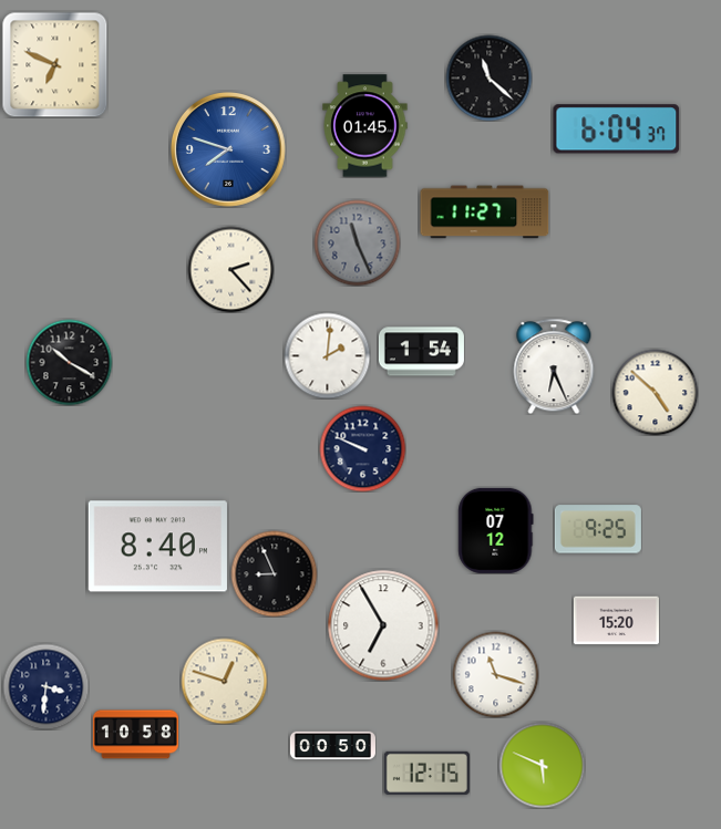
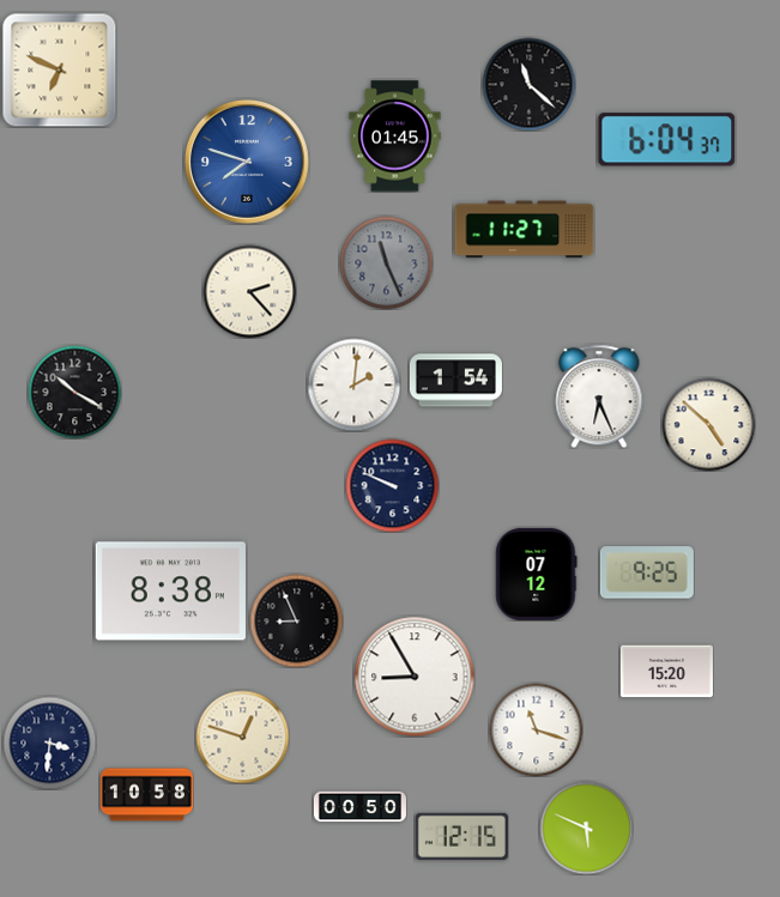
clock at (157, 547): 8:40 -> 8:38
clock at (383, 625): 6:55 -> 8:55
